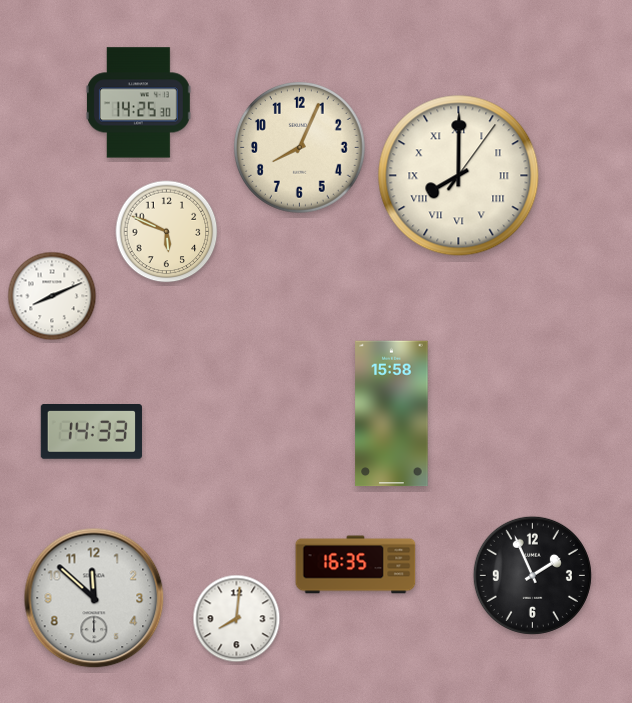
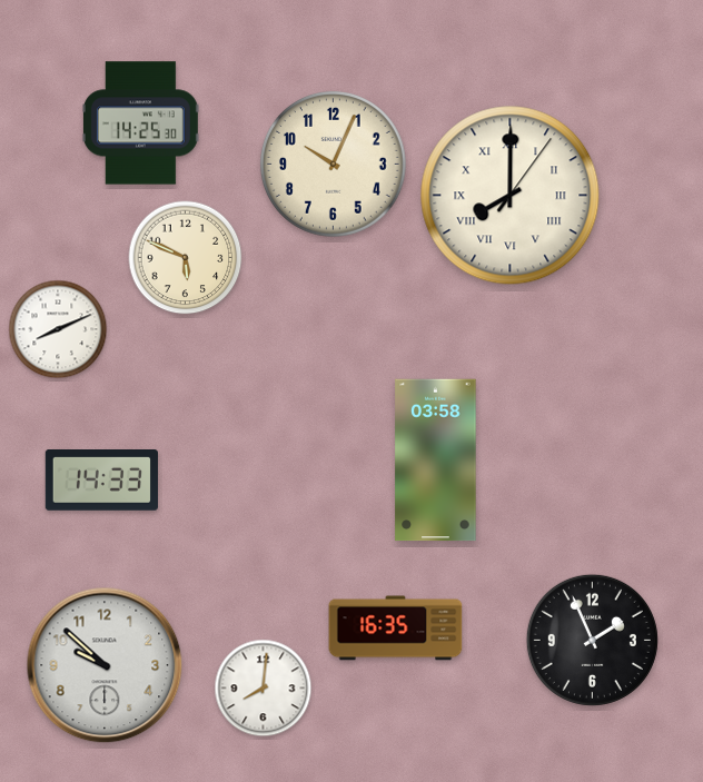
clock at (138, 103) position: (138, 103) -> (140, 123)
clock at (299, 147): 8:04 -> 10:04
clock at (392, 414): 15:58 -> 03:58
clock at (94, 598): 11:52 -> 9:52
